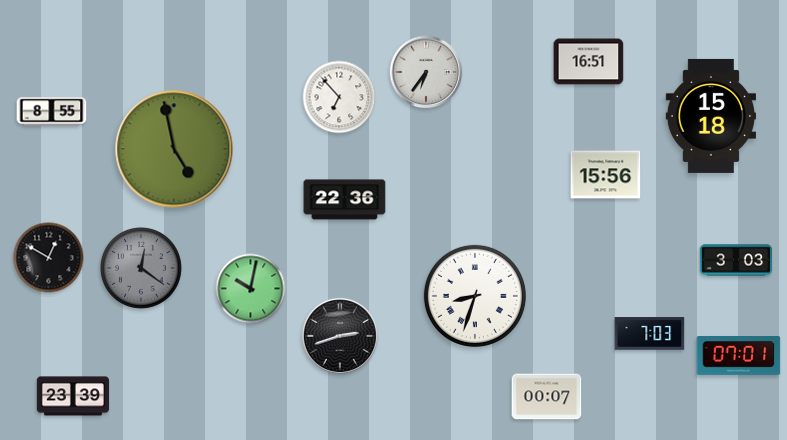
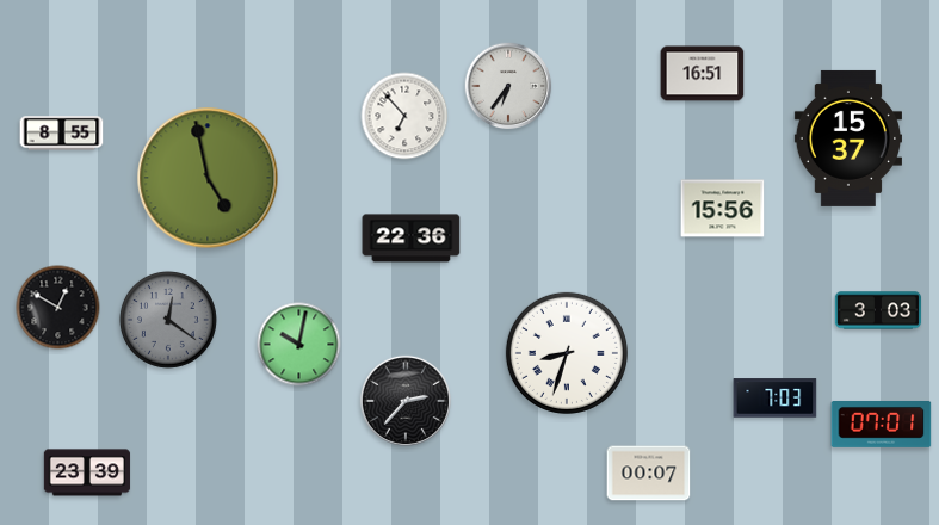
clock at (710, 116): 15:18 -> 15:37
clock at (340, 336): 2:42 -> 2:37
clock at (547, 397) position: (547, 397) -> (649, 474)
